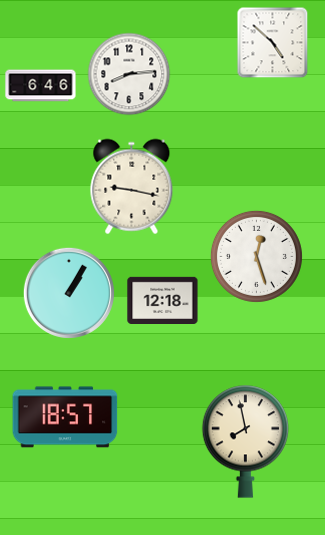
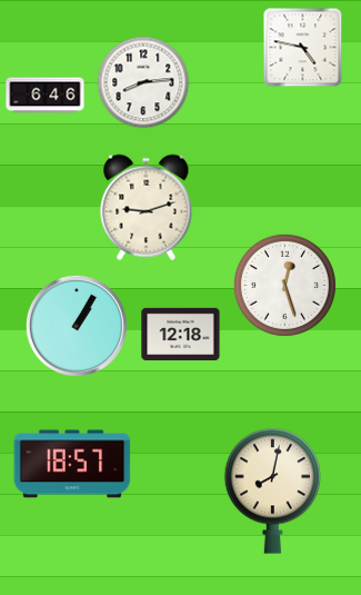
clock at (273, 43): 4:52 -> 4:47
clock at (132, 187): 9:17 -> 9:12
clock at (246, 441): 7:58 -> 8:02
